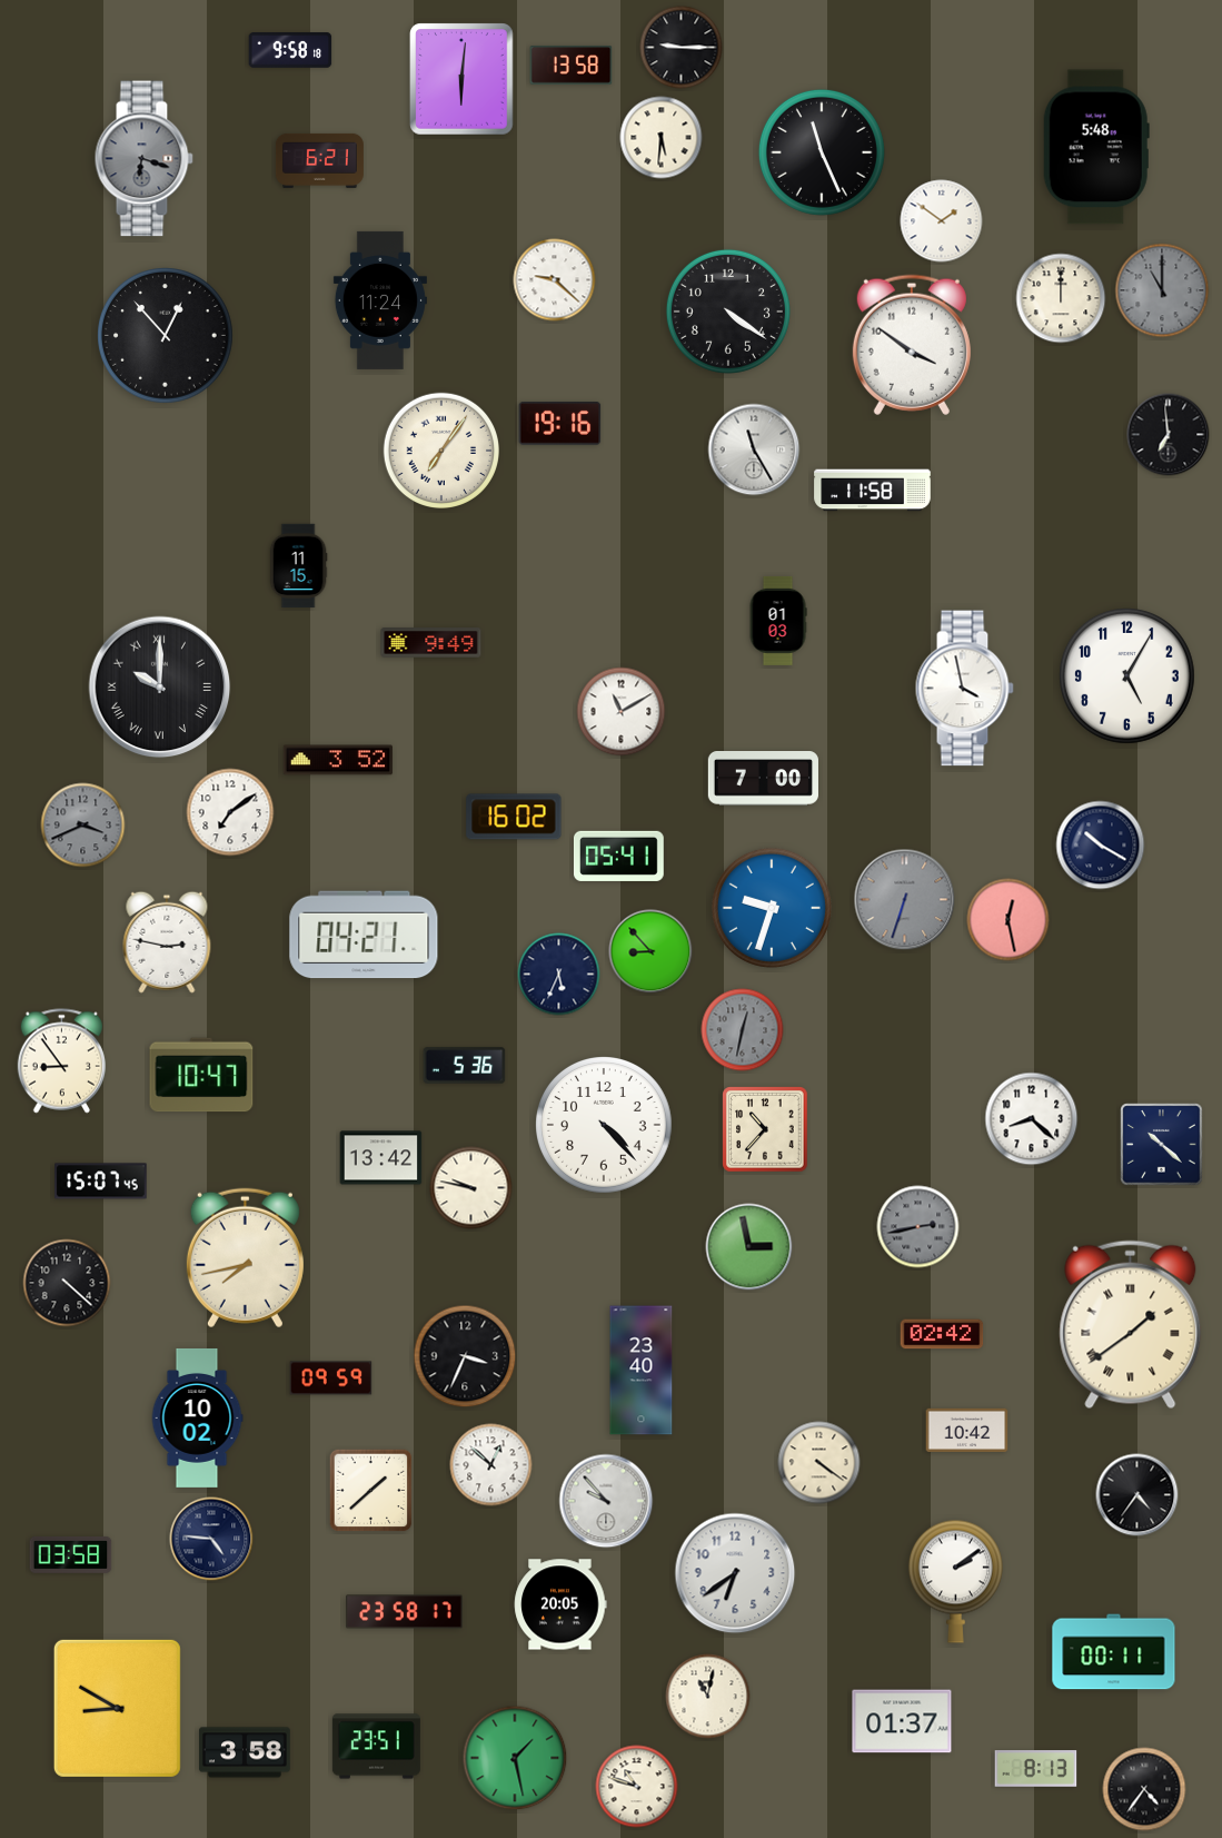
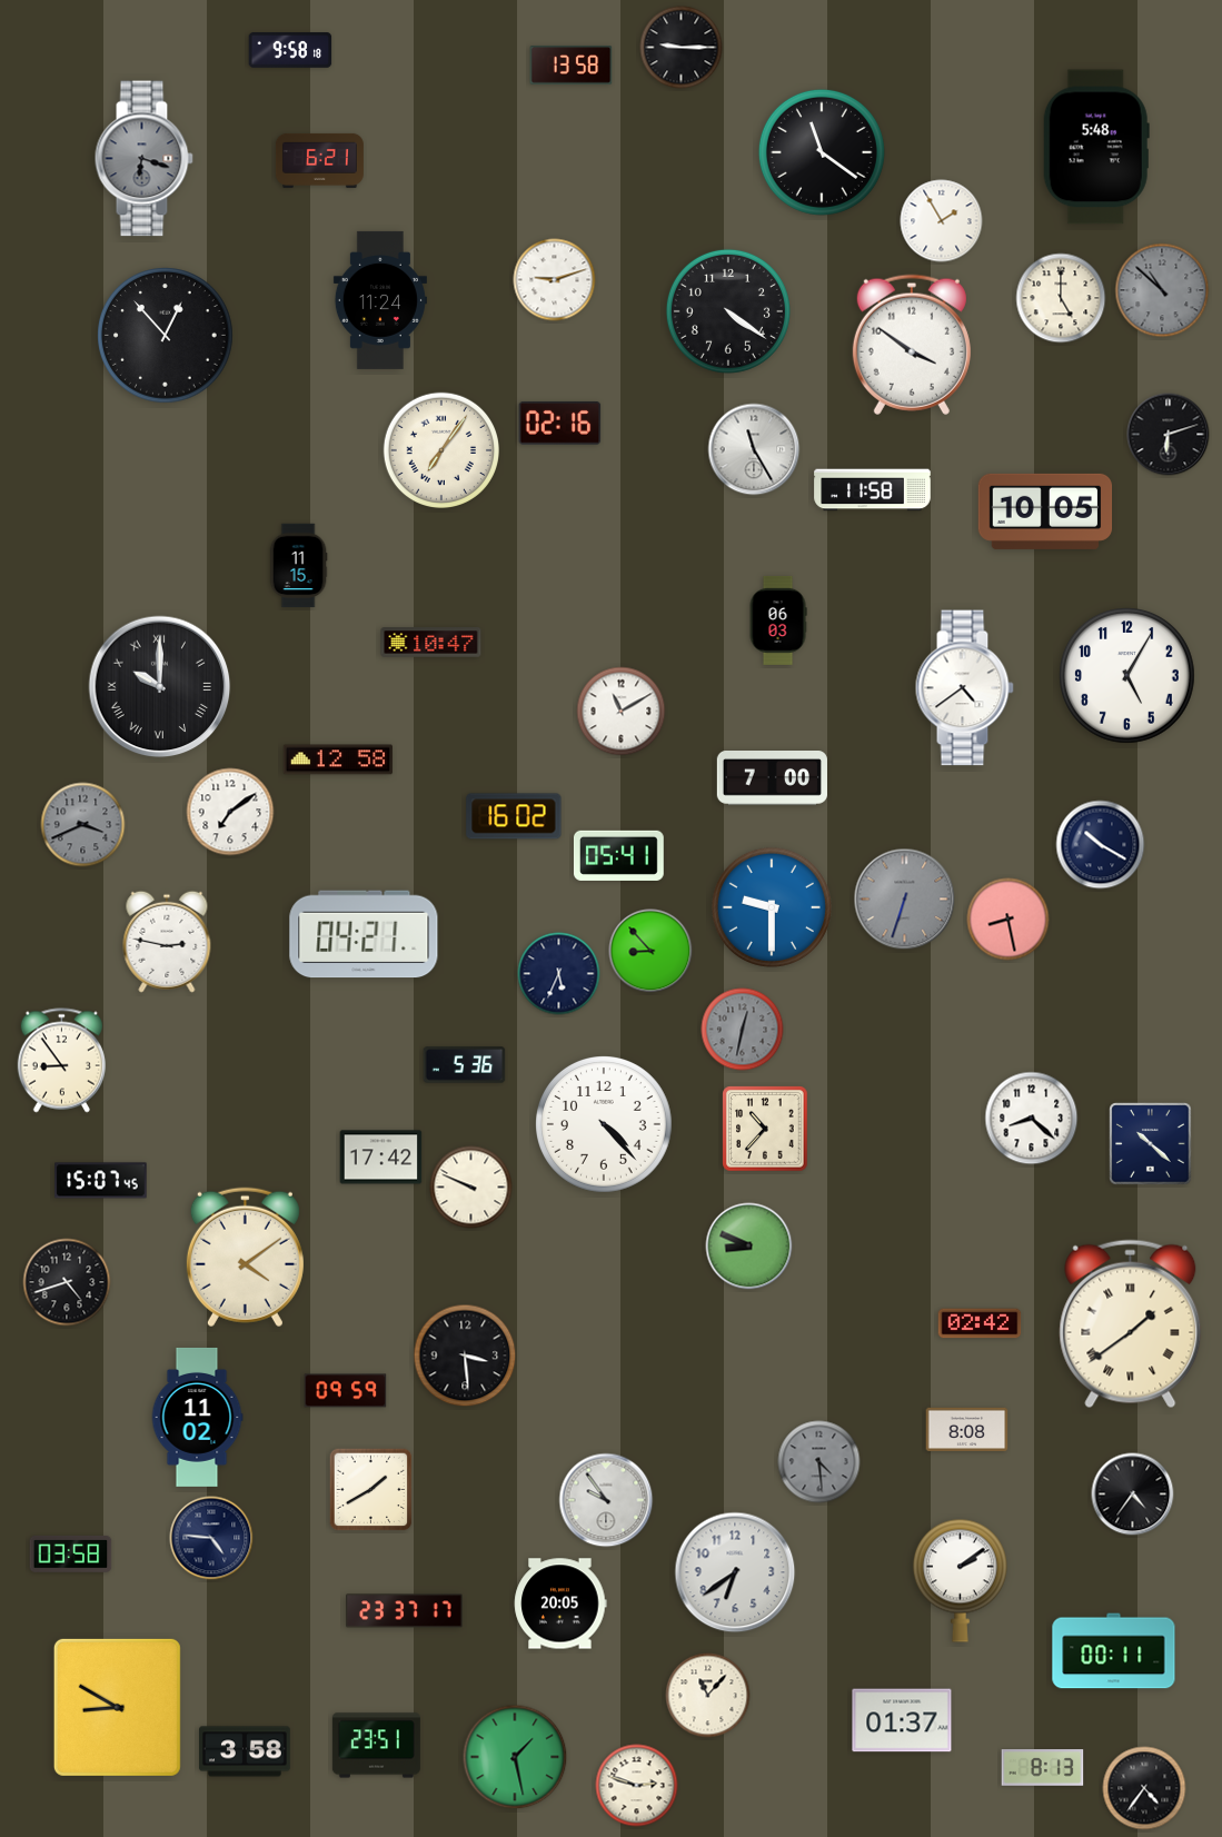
clock at (461, 79): 6:01 -> none
clock at (662, 138): 5:31 -> none
clock at (822, 152): 11:26 -> 11:21
clock at (942, 221): 1:51 -> 1:55
clock at (555, 280): 9:22 -> 9:12
clock at (1162, 290): 11:00 -> 10:52
clock at (1061, 298): 12:00 -> 5:00
clock at (560, 424): 19:16 -> 02:16
clock at (1169, 435): 6:59 -> 6:12
clock at (1045, 512): none -> 10:05
clock at (778, 621): 01:03 -> 06:03
clock at (431, 643): 9:49 -> 10:47
clock at (964, 689): 3:58 -> 4:39
clock at (338, 760): 3:52 -> 12:58
clock at (763, 779) position: (763, 779) -> (772, 778)
clock at (772, 908): 9:33 -> 9:30
clock at (1009, 920): 12:28 -> 8:28
clock at (201, 1075): 10:47 -> none
clock at (1162, 1145) position: (1162, 1145) -> (1151, 1144)
clock at (381, 1158): 13:42 -> 17:42
clock at (471, 1188): 9:47 -> 9:49
clock at (918, 1227): 2:43 -> none
clock at (749, 1247): 2:58 -> 8:49
clock at (245, 1258): 7:43 -> 4:09
clock at (67, 1283): 4:22 -> 4:42
clock at (942, 1334) position: (942, 1334) -> (980, 1323)
clock at (465, 1356): 3:34 -> 3:29
clock at (642, 1371): 23:40 -> none
clock at (331, 1378) position: (331, 1378) -> (346, 1391)
clock at (197, 1417): 10:02 -> 11:02
clock at (967, 1431): 10:42 -> 8:08
clock at (819, 1463): 4:21 -> 4:29
clock at (819, 1463) dial: cream -> grey
clock at (491, 1465): 12:52 -> none
clock at (371, 1491): 1:38 -> 1:40
clock at (1137, 1495) position: (1137, 1495) -> (1133, 1495)
clock at (606, 1501): 9:53 -> 9:54
clock at (955, 1581) position: (955, 1581) -> (960, 1580)
clock at (405, 1612): 23:58 -> 23:37
clock at (708, 1697): 11:02 -> 11:07
clock at (1036, 1769) position: (1036, 1769) -> (1043, 1768)
clock at (637, 1787): 10:48 -> 2:48
